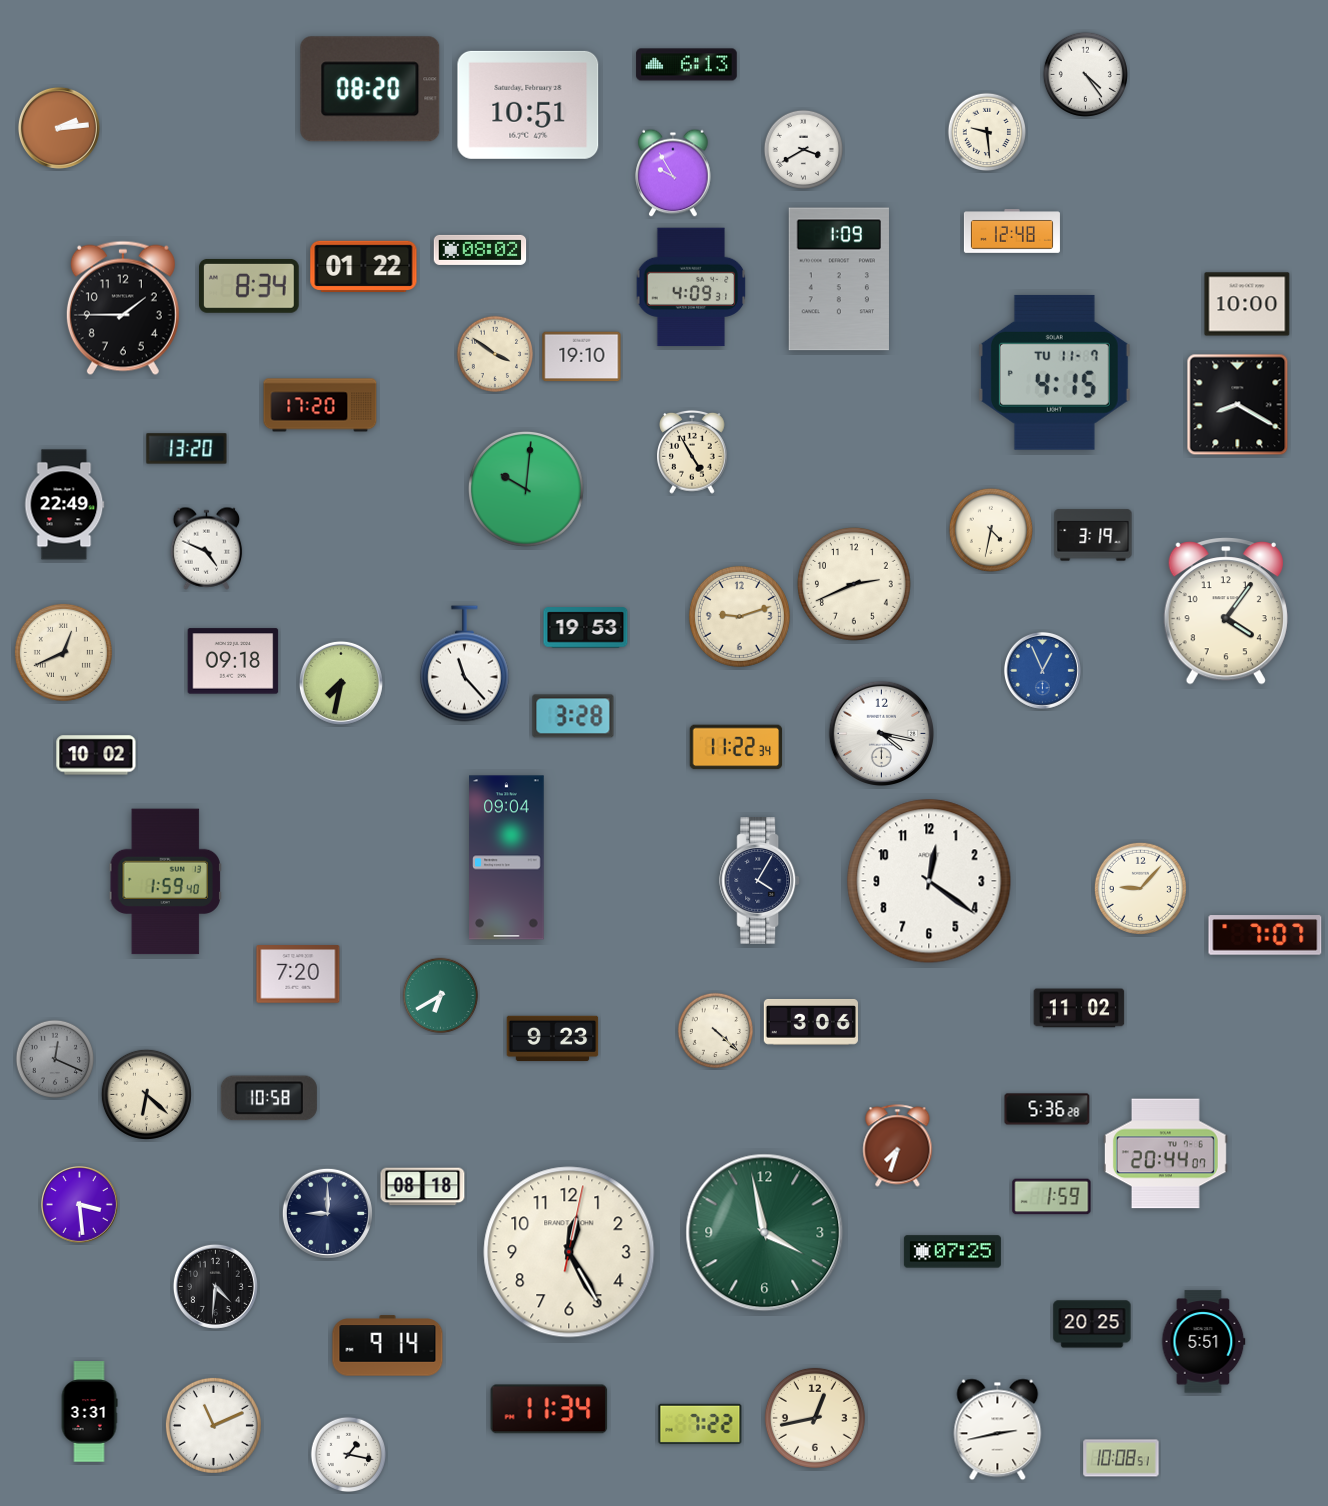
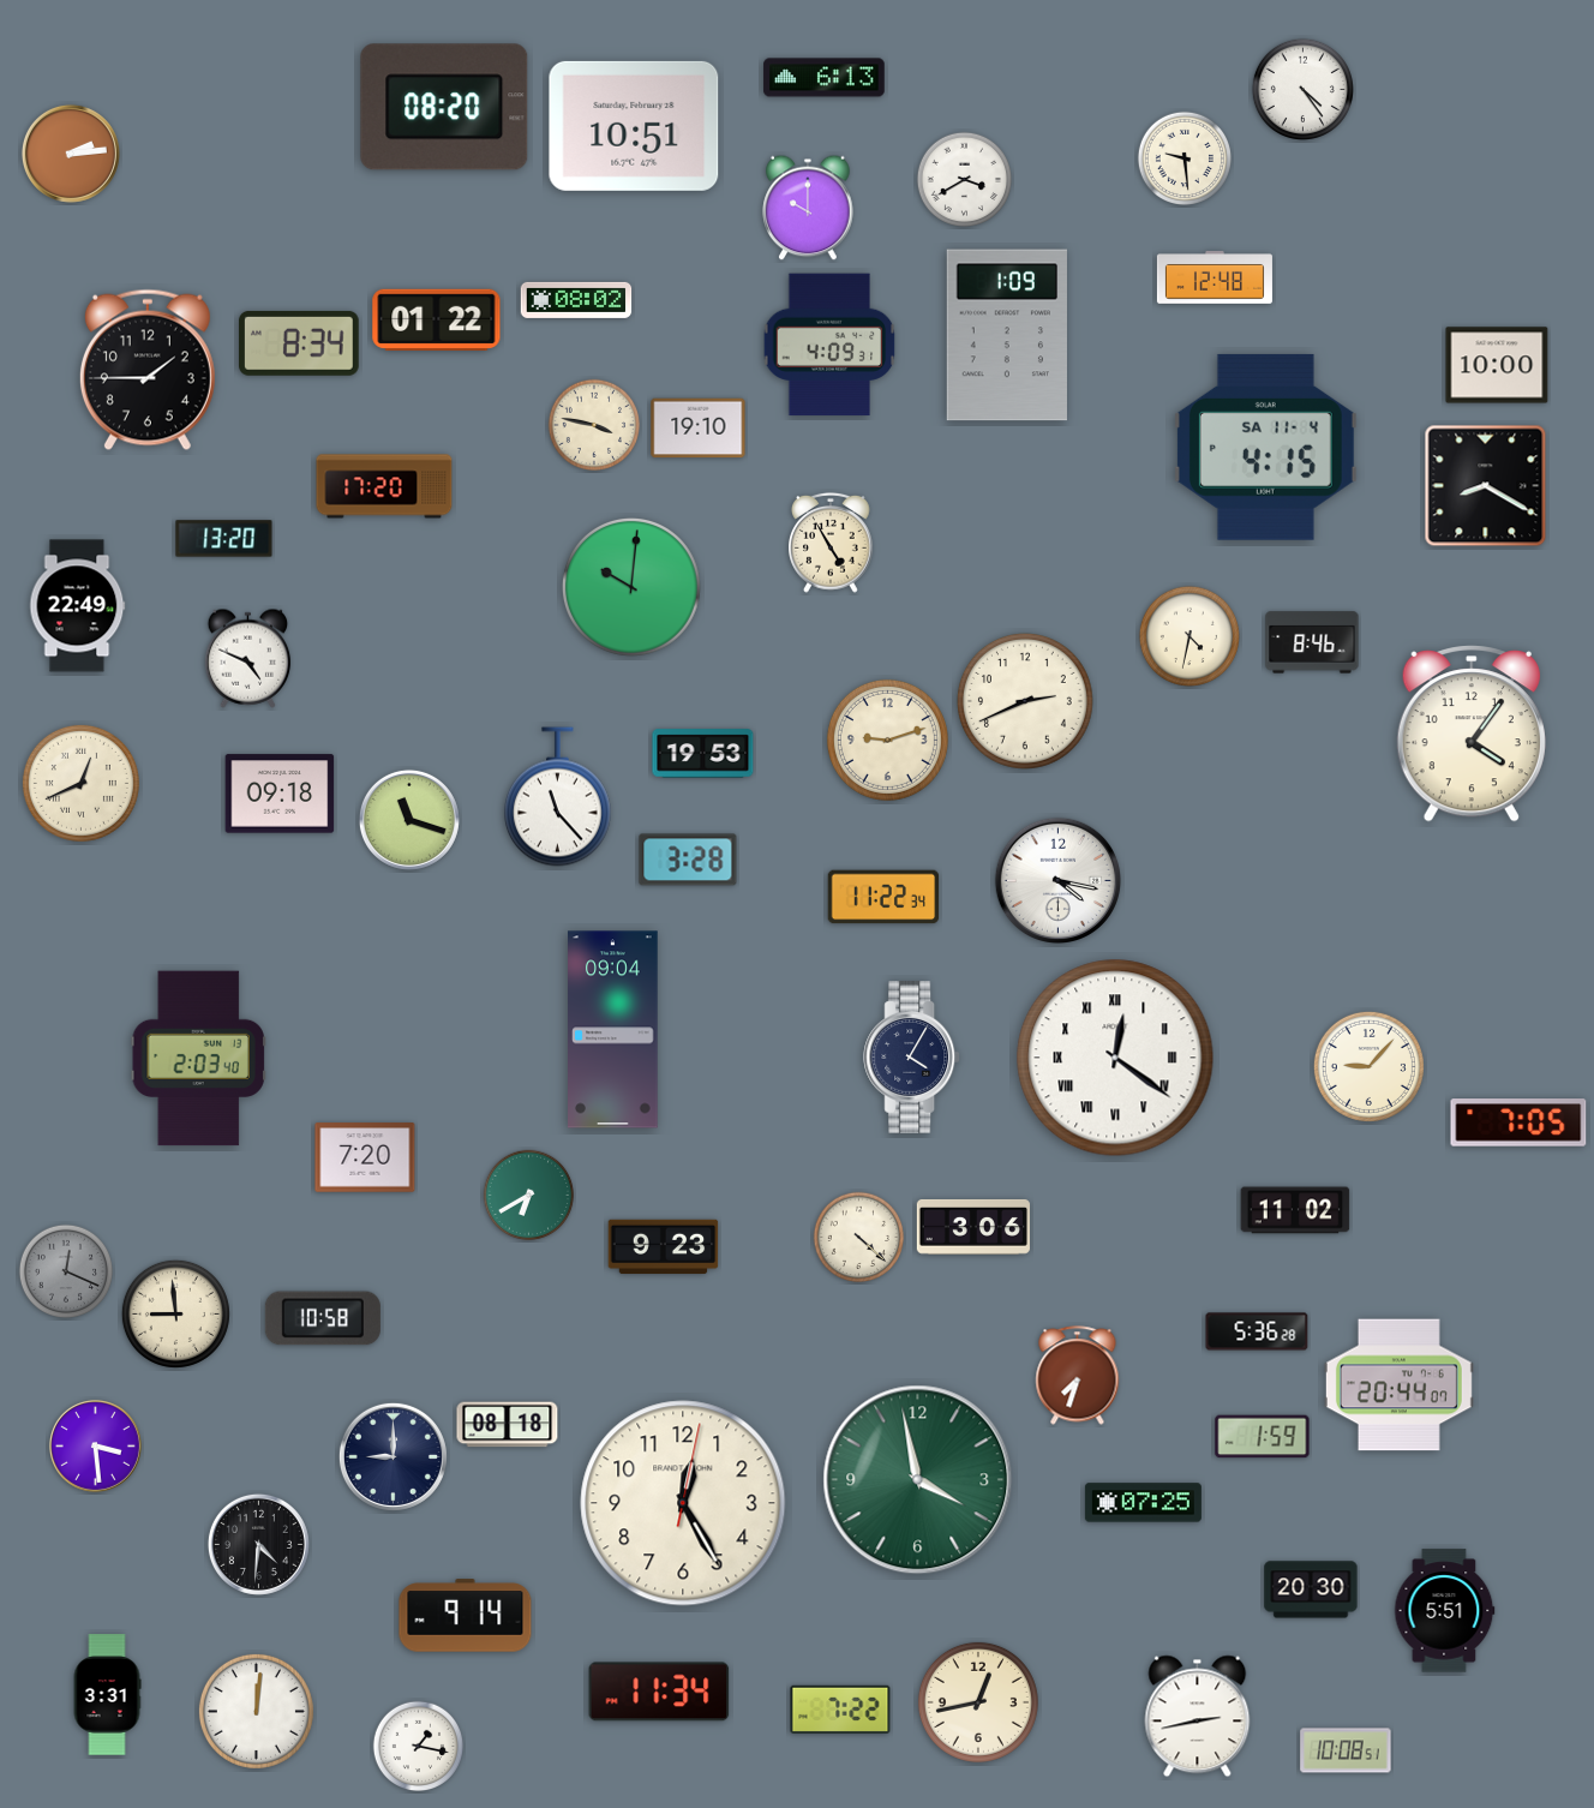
clock at (673, 173): 9:55 -> 10:00
clock at (495, 354): 3:51 -> 3:47
clock at (1054, 372) date: TU 11-7 -> SA 11-4
clock at (1093, 535): 3:19 -> 8:46
clock at (63, 652) position: (63, 652) -> (80, 783)
clock at (1042, 670): 12:56 -> none
clock at (341, 683): 7:32 -> 11:18
clock at (96, 755): 10:02 -> none
clock at (507, 858) position: (507, 858) -> (613, 1030)
clock at (929, 881) numerals: Arabic -> Roman
clock at (165, 882): 1:59 -> 2:03
clock at (1265, 935): 7:07 -> 7:05
clock at (298, 974) position: (298, 974) -> (365, 1157)
clock at (146, 1094): 6:22 -> 8:59
clock at (1092, 1324): 20:25 -> 20:30
clock at (213, 1425): 11:11 -> 12:01
